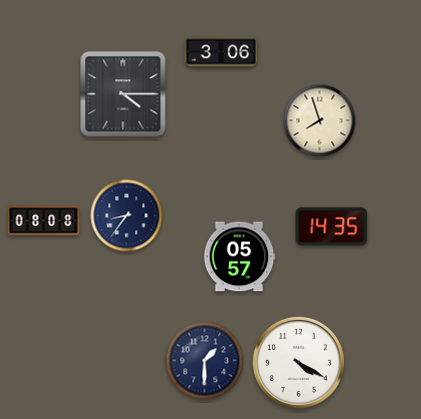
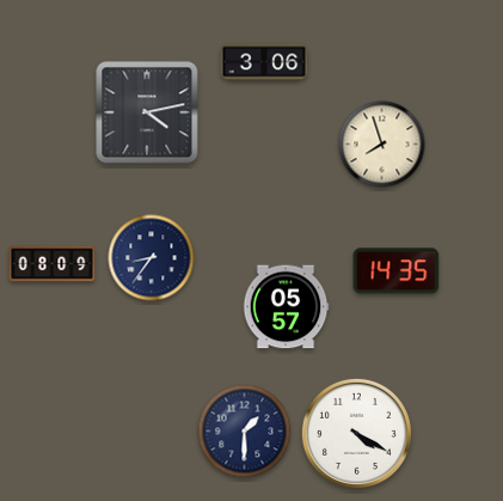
clock at (123, 94): 4:15 -> 4:13
clock at (44, 221): 08:08 -> 08:09
